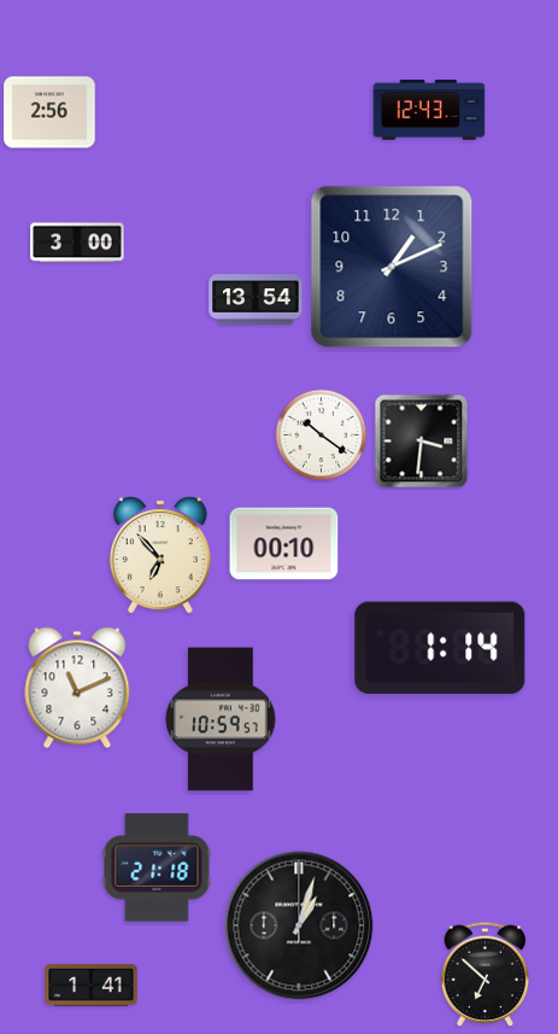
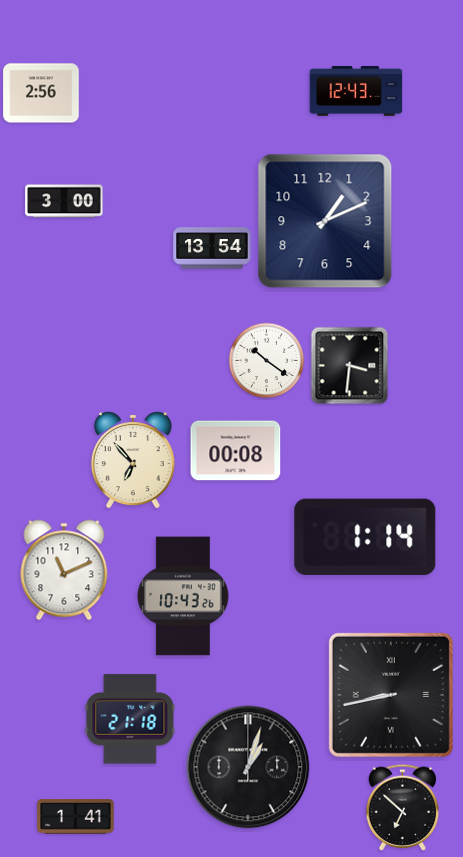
clock at (284, 544): 00:10 -> 00:08
clock at (221, 719): 10:59 -> 10:43
clock at (391, 695): none -> 8:43
